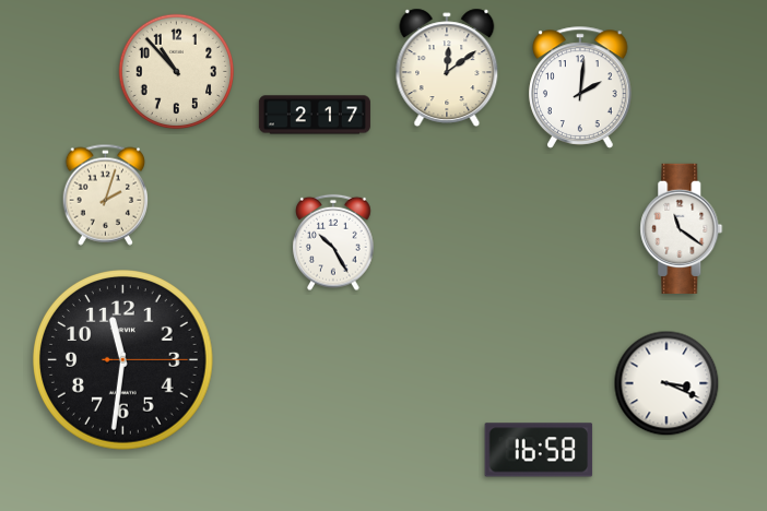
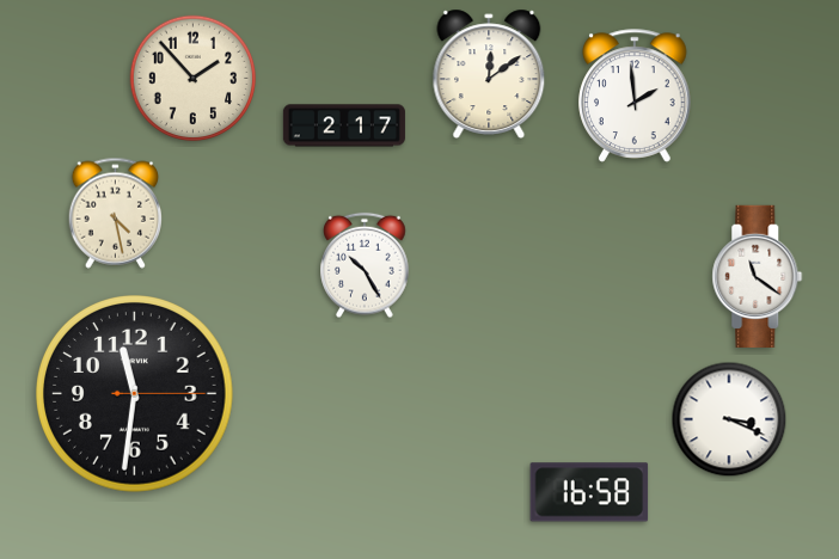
clock at (177, 72): 10:53 -> 1:53
clock at (580, 87): 2:01 -> 1:59
clock at (105, 194): 2:03 -> 4:28
clock at (682, 228) position: (682, 228) -> (758, 276)
